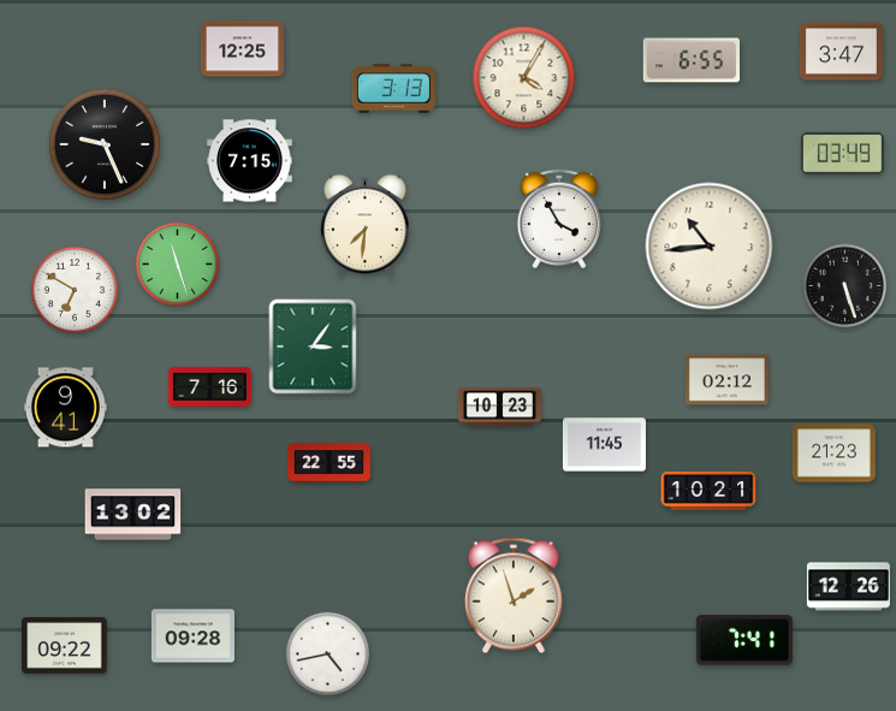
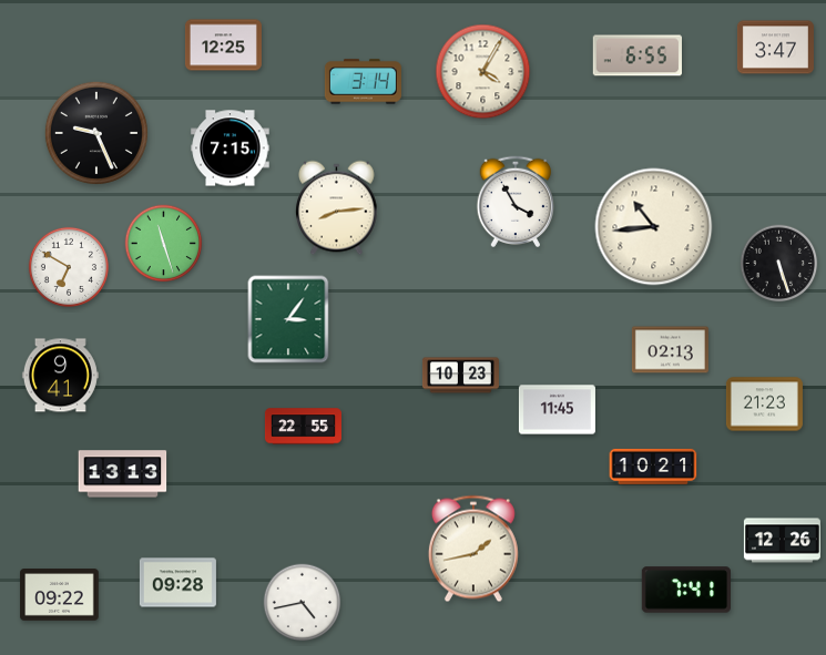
clock at (393, 89): 3:13 -> 3:14
clock at (842, 153): 03:49 -> none
clock at (366, 226): 7:31 -> 8:14
clock at (726, 380): 02:12 -> 02:13
clock at (209, 386): 7:16 -> none
clock at (833, 454) position: (833, 454) -> (764, 405)
clock at (708, 491) position: (708, 491) -> (653, 467)
clock at (133, 515): 13:02 -> 13:13
clock at (514, 596): 1:57 -> 1:43
clock at (192, 636) position: (192, 636) -> (177, 583)
